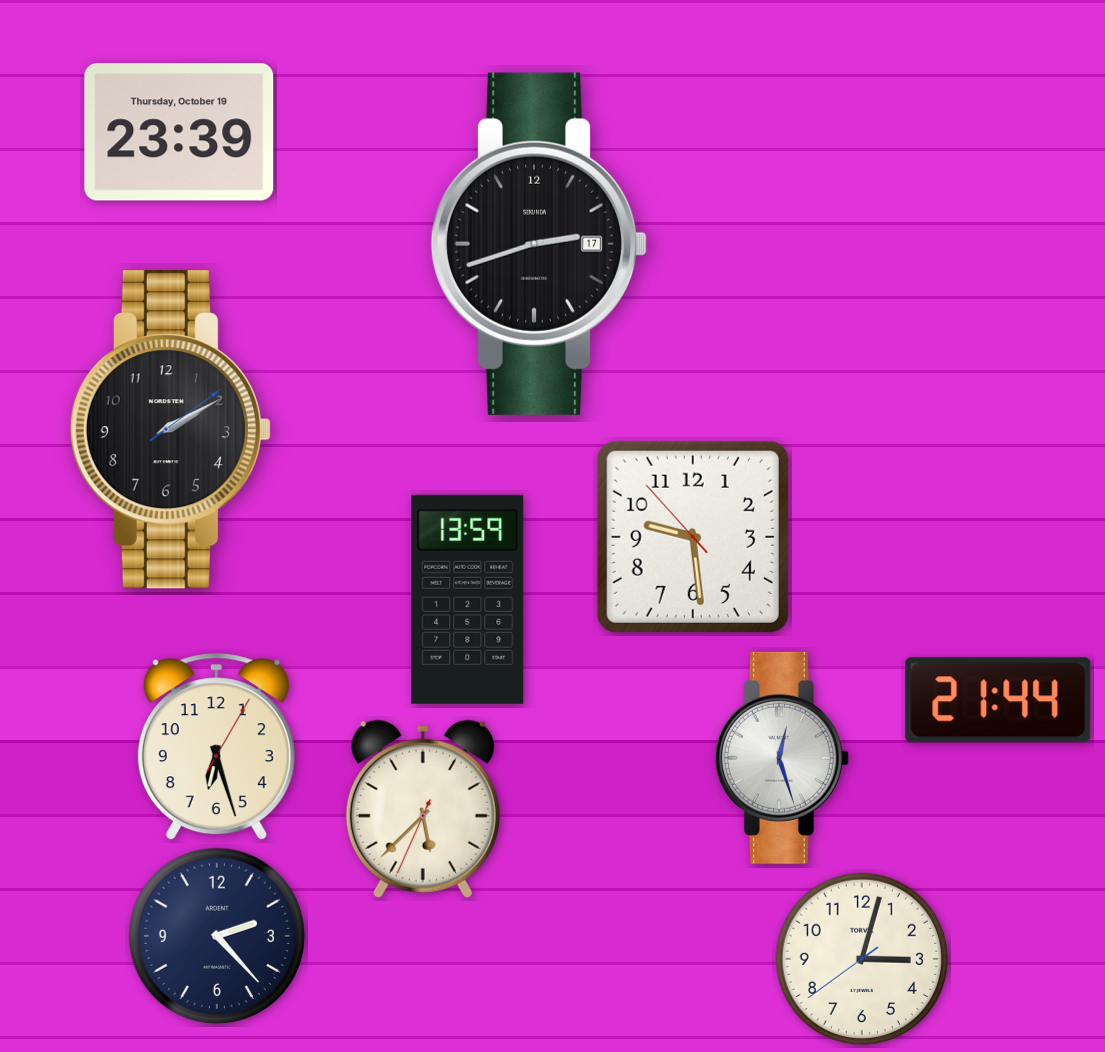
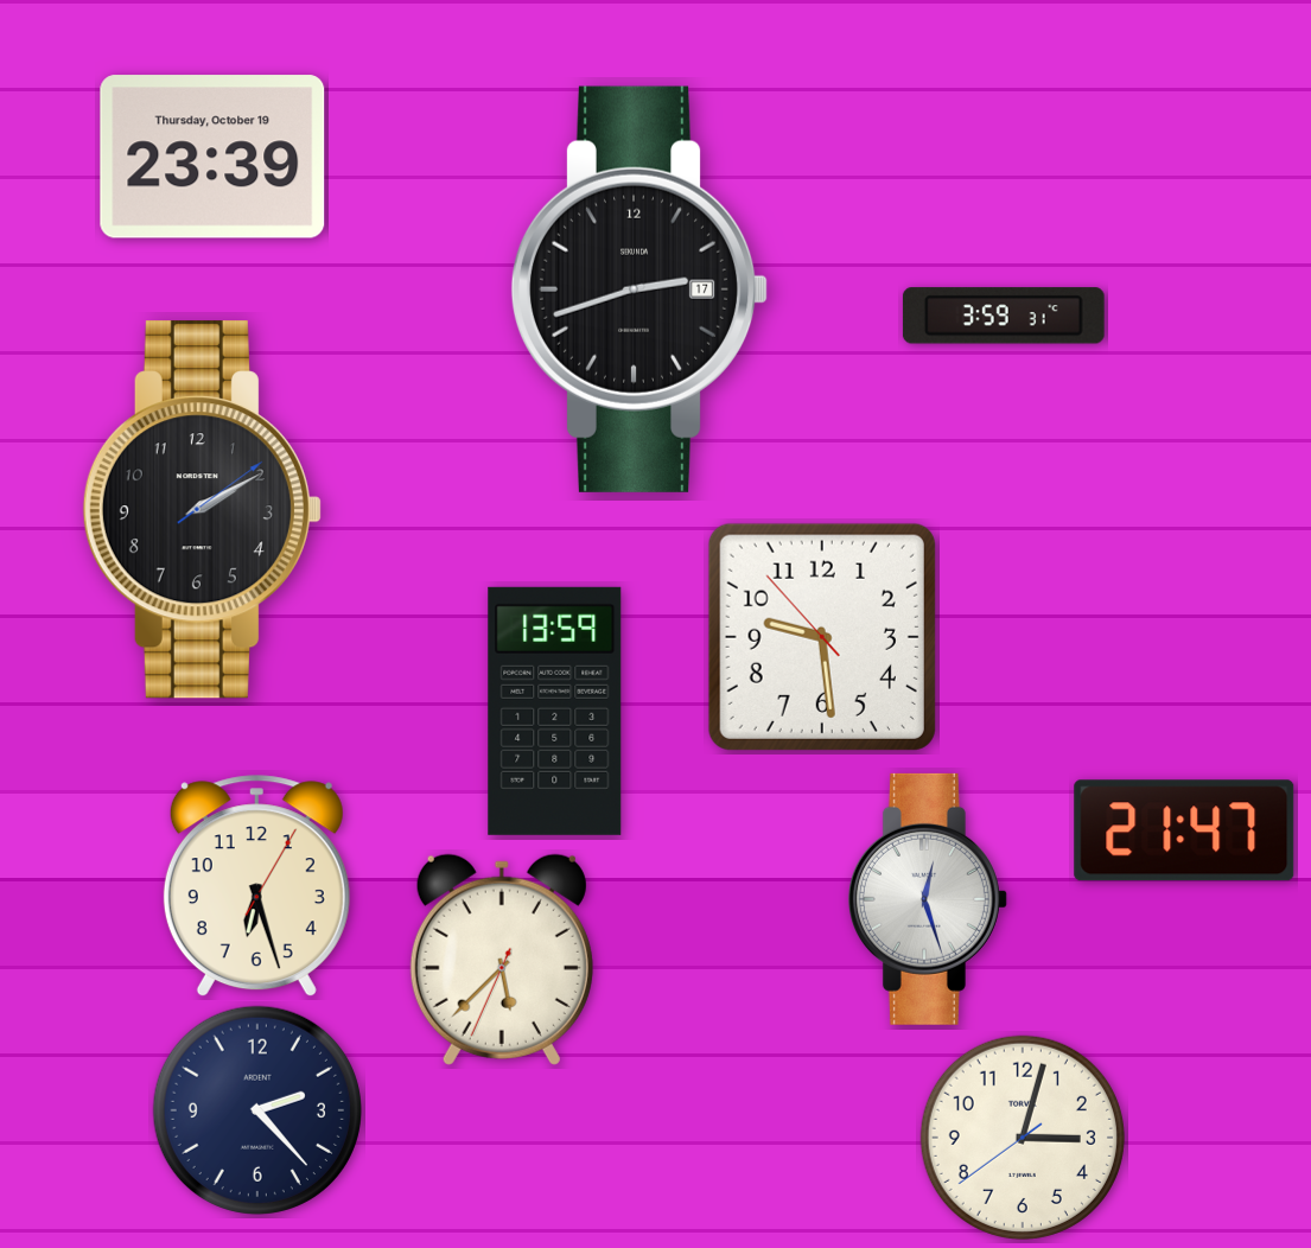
clock at (1004, 316): none -> 3:59
clock at (998, 700): 21:44 -> 21:47
